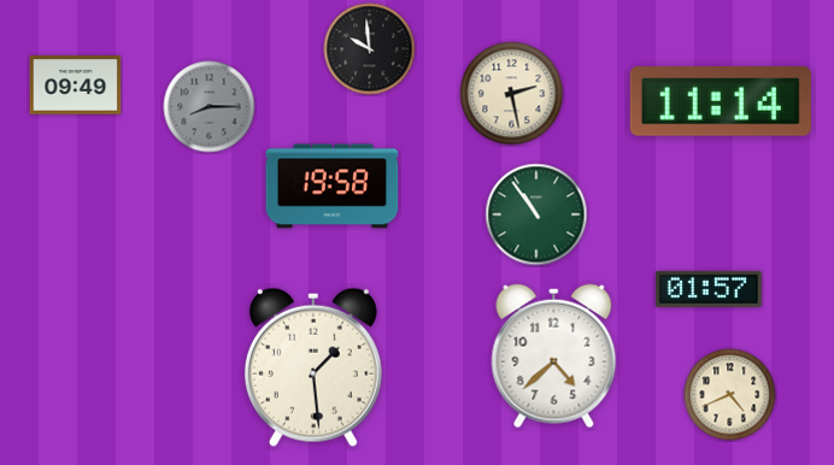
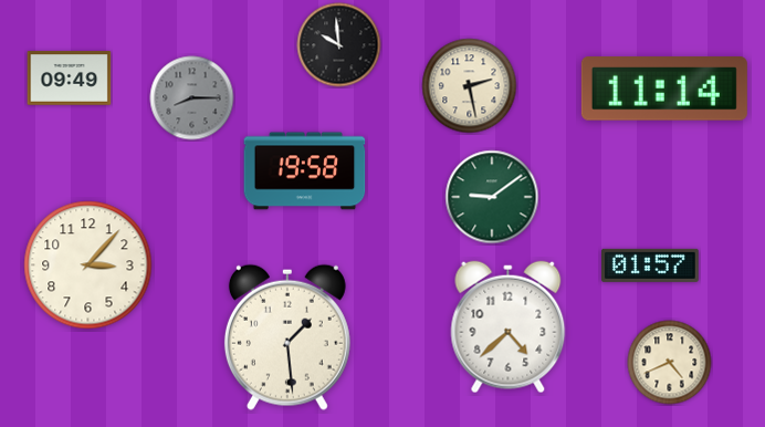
clock at (721, 102) position: (721, 102) -> (664, 90)
clock at (536, 214): 10:54 -> 9:09
clock at (88, 265): none -> 3:07
